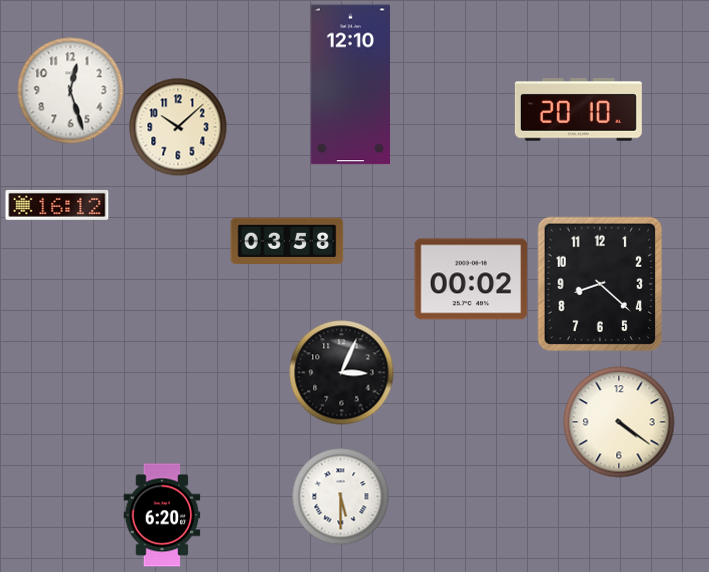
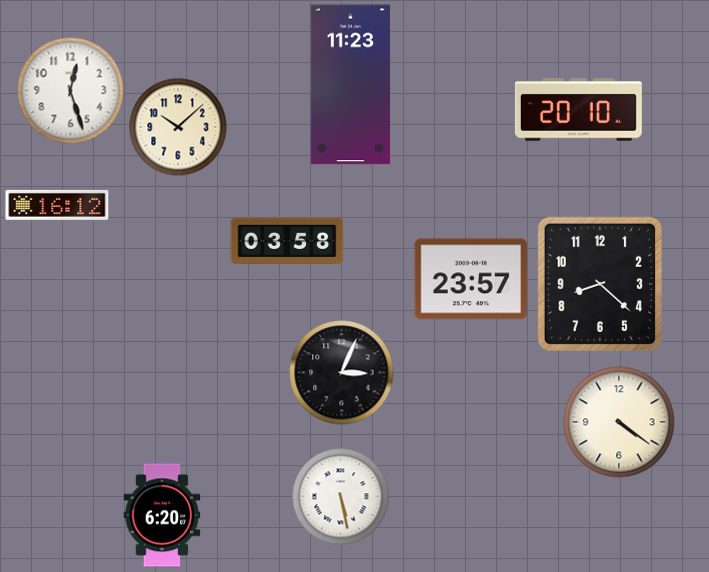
clock at (350, 85): 12:10 -> 11:23
clock at (471, 279): 00:02 -> 23:57
clock at (340, 496): 5:30 -> 5:28
